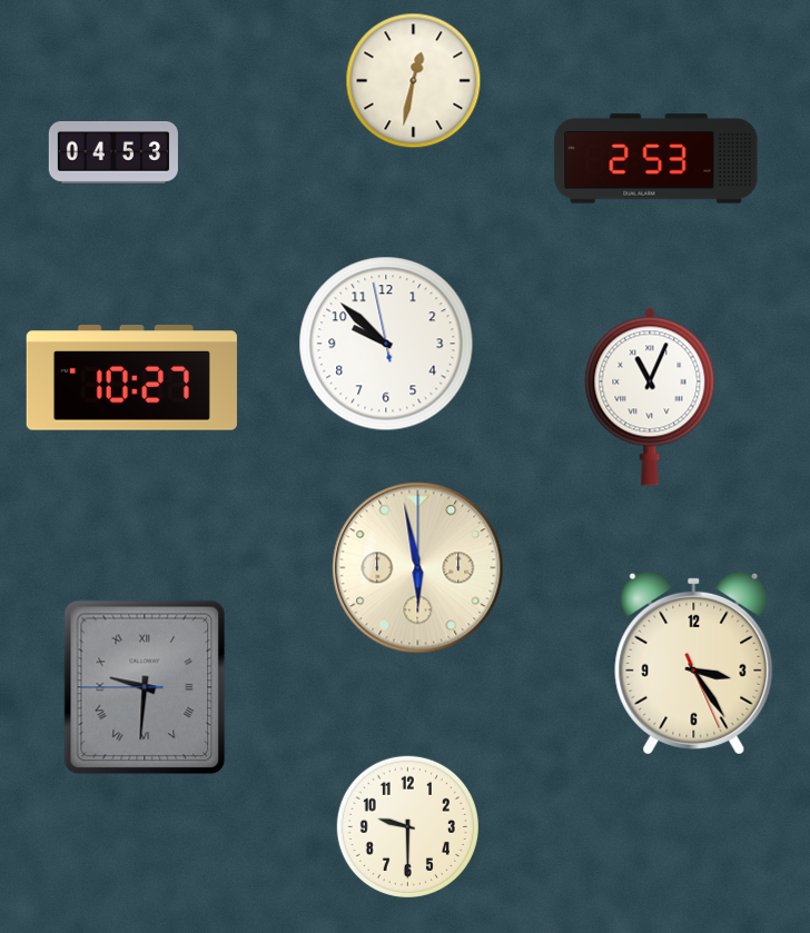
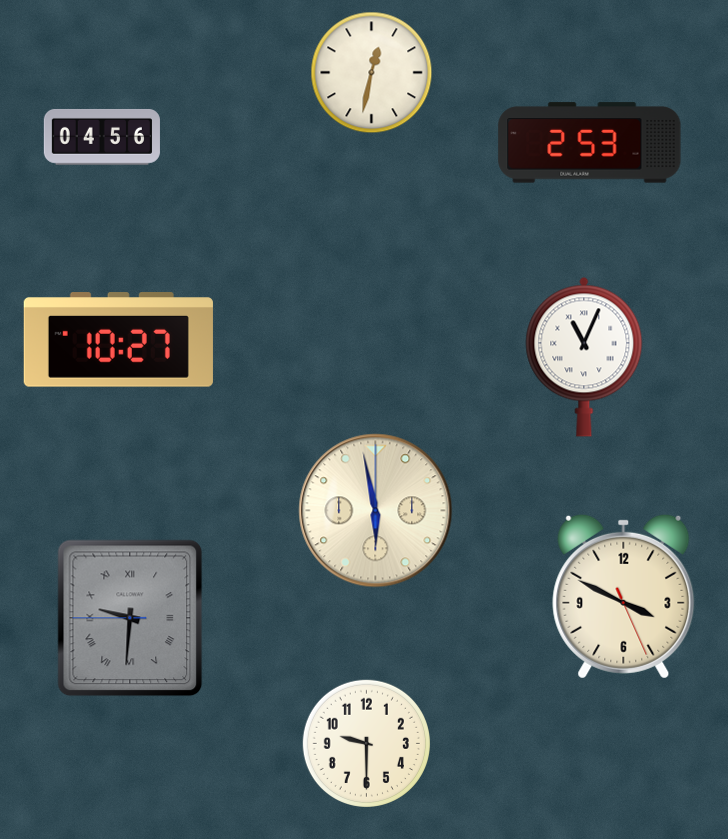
clock at (113, 152): 04:53 -> 04:56
clock at (386, 344): 9:51 -> none
clock at (694, 663): 3:24 -> 3:49
